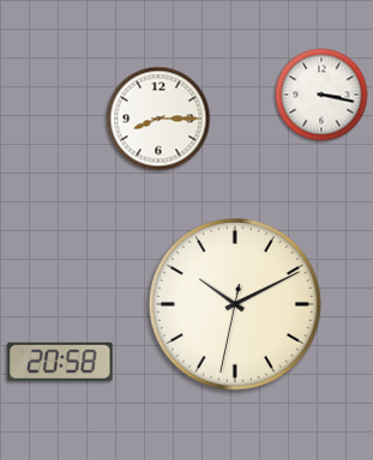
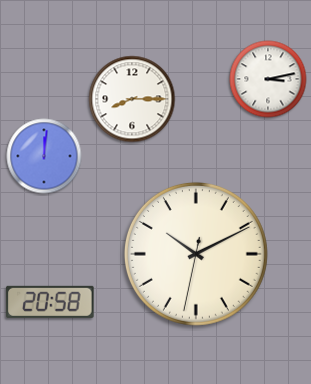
clock at (321, 95): 3:17 -> 3:13
clock at (44, 156): none -> 12:01
